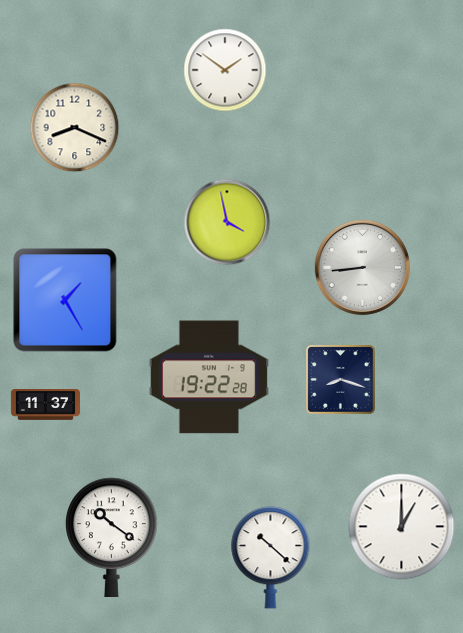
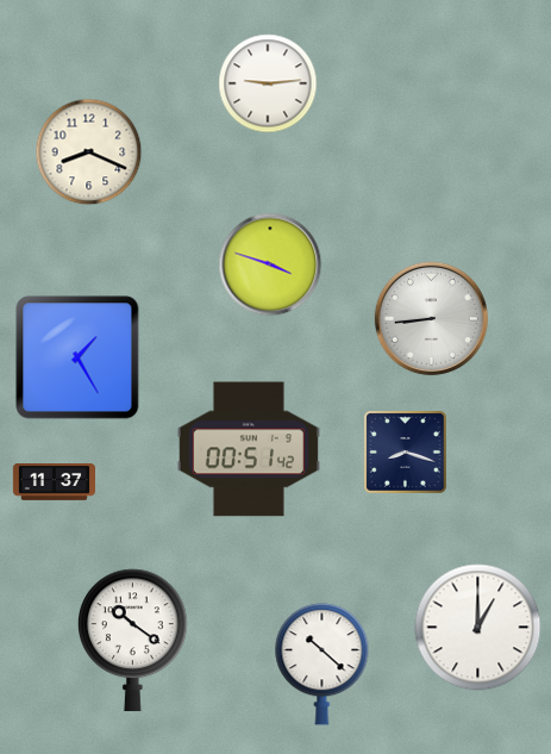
clock at (225, 70): 1:51 -> 9:14
clock at (227, 222): 3:58 -> 3:48
clock at (209, 377): 19:22 -> 00:51
